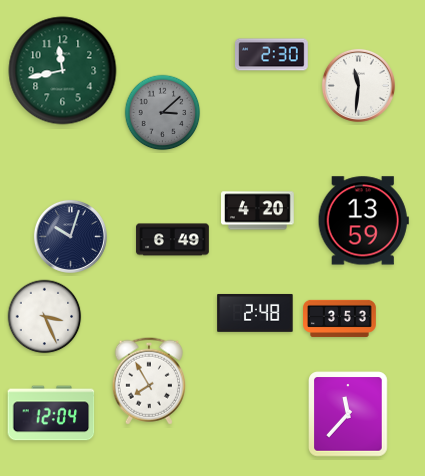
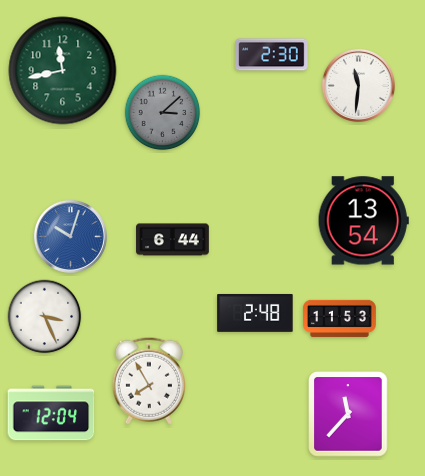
clock at (258, 211): 4:20 -> none
clock at (363, 221): 13:59 -> 13:54
clock at (70, 236) dial: navy -> blue
clock at (173, 240): 6:49 -> 6:44
clock at (340, 318): 3:53 -> 11:53
